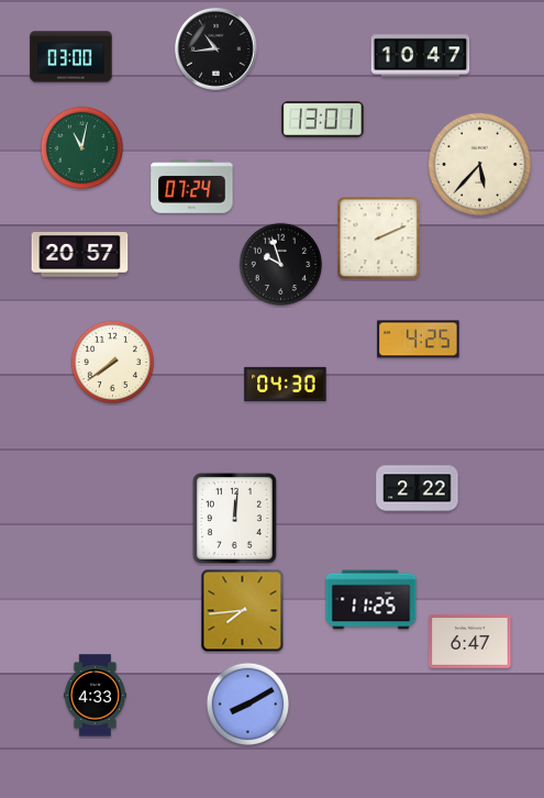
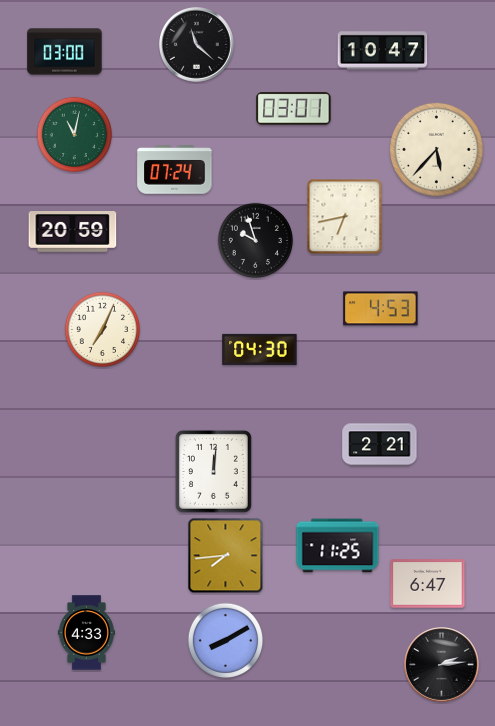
clock at (217, 49): 10:44 -> 11:22
clock at (323, 120): 13:01 -> 03:01
clock at (379, 239): 2:11 -> 6:43
clock at (80, 255): 20:57 -> 20:59
clock at (419, 340): 4:25 -> 4:53
clock at (112, 362): 7:39 -> 7:04
clock at (418, 489): 2:22 -> 2:21
clock at (243, 611) position: (243, 611) -> (226, 556)
clock at (442, 665): none -> 2:14
